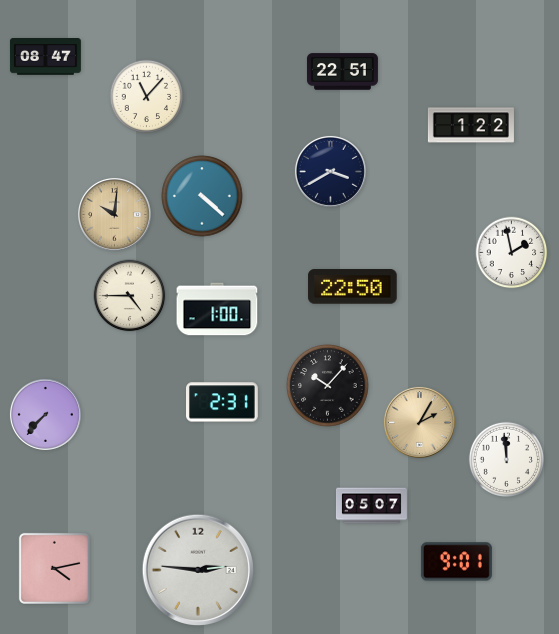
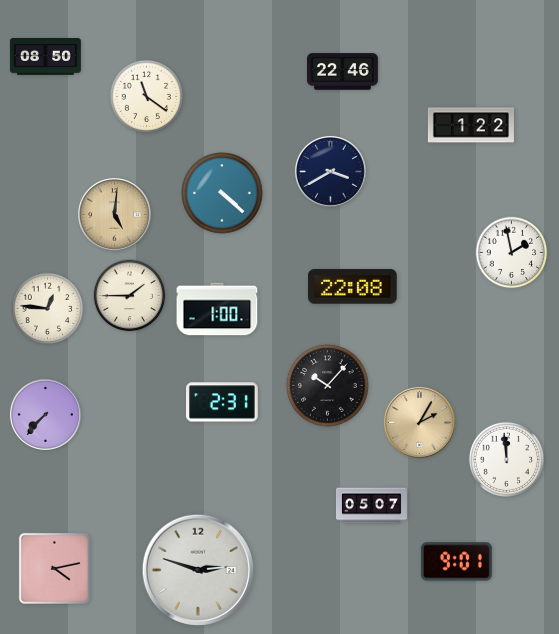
clock at (45, 57): 08:47 -> 08:50
clock at (342, 72): 22:51 -> 22:46
clock at (147, 97): 11:07 -> 11:21
clock at (202, 196) position: (202, 196) -> (222, 193)
clock at (115, 215): 10:01 -> 5:01
clock at (353, 287): 22:50 -> 22:08
clock at (130, 296): 4:45 -> 1:45
clock at (48, 309): none -> 12:46
clock at (197, 569): 2:46 -> 2:48
